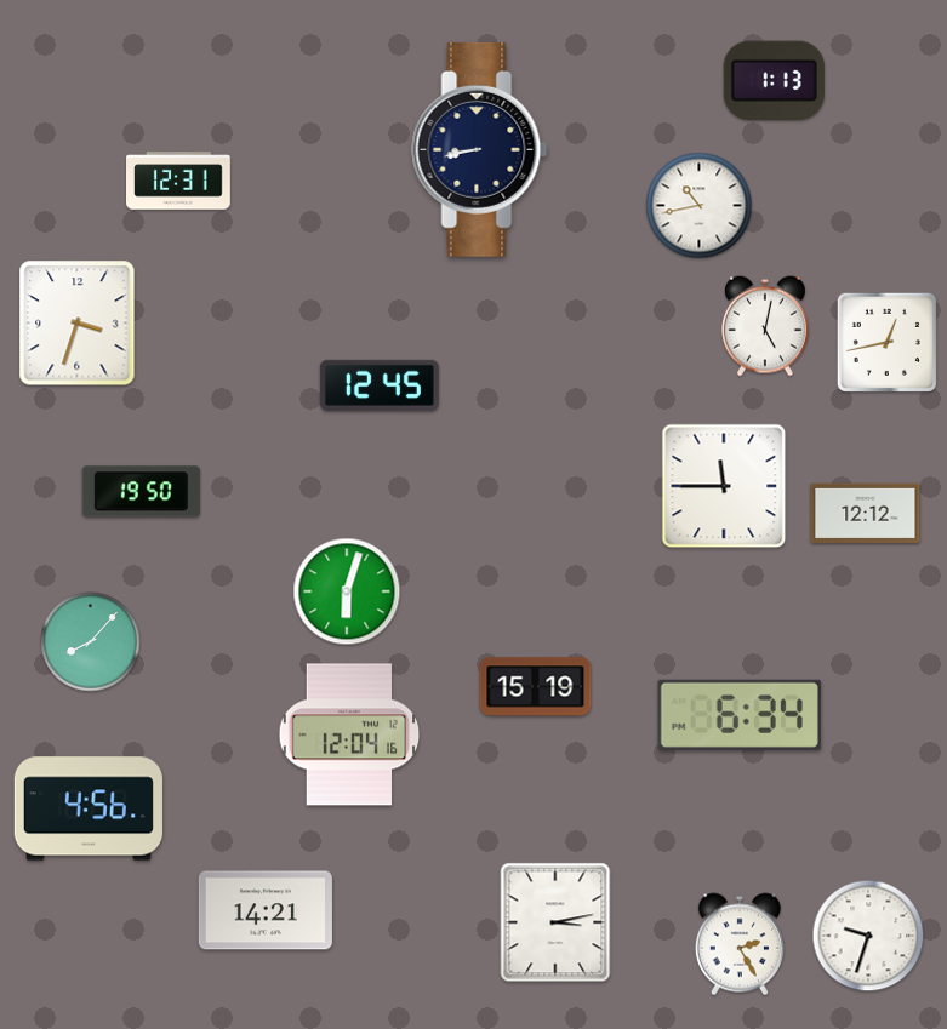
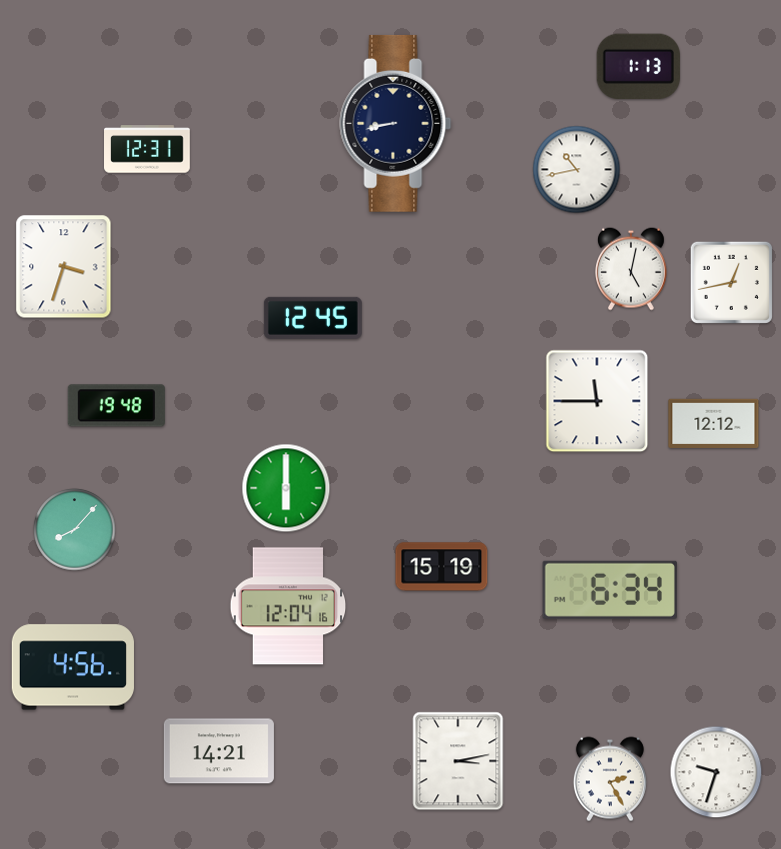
clock at (141, 492): 19:50 -> 19:48
clock at (347, 591): 6:03 -> 6:00
